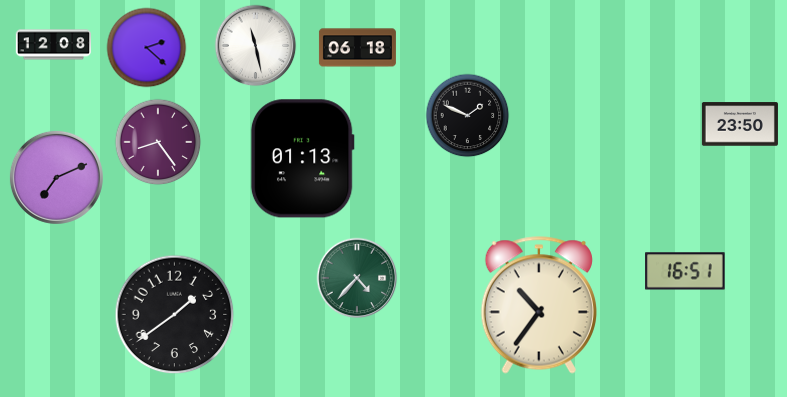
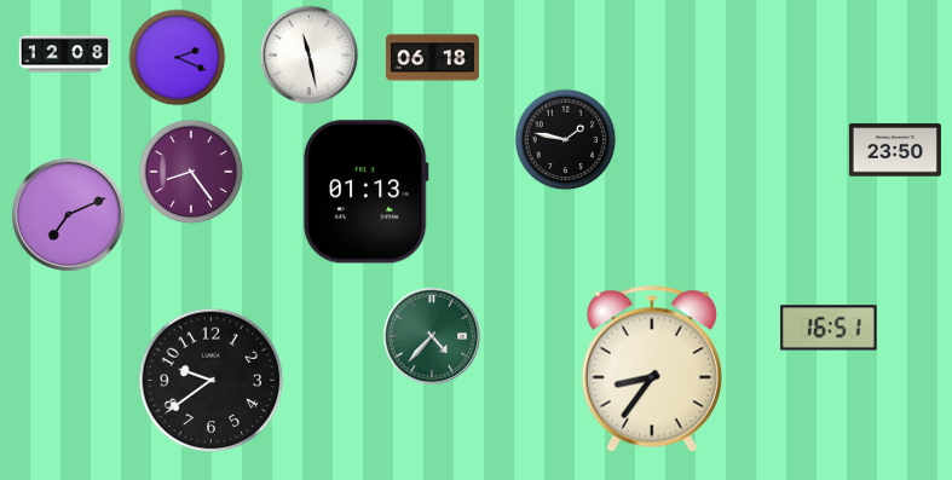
clock at (147, 48): 2:22 -> 2:19
clock at (468, 116): 1:49 -> 1:47
clock at (539, 305): 10:36 -> 8:36
clock at (175, 315): 1:39 -> 9:39
